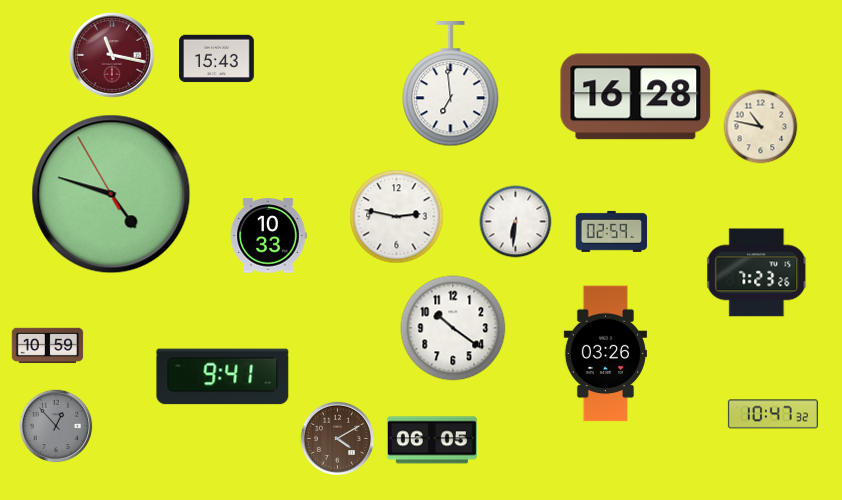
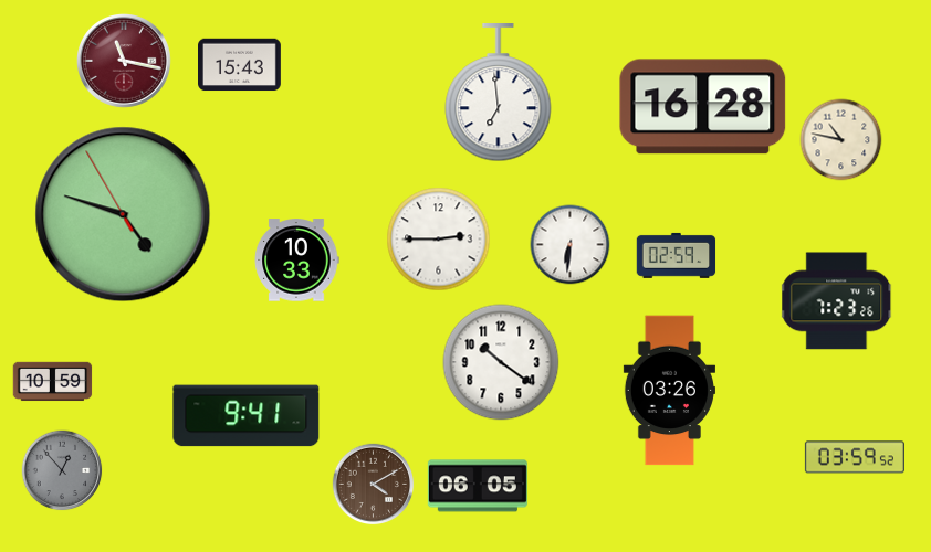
clock at (397, 217): 2:47 -> 2:45
clock at (773, 414): 10:47 -> 03:59
